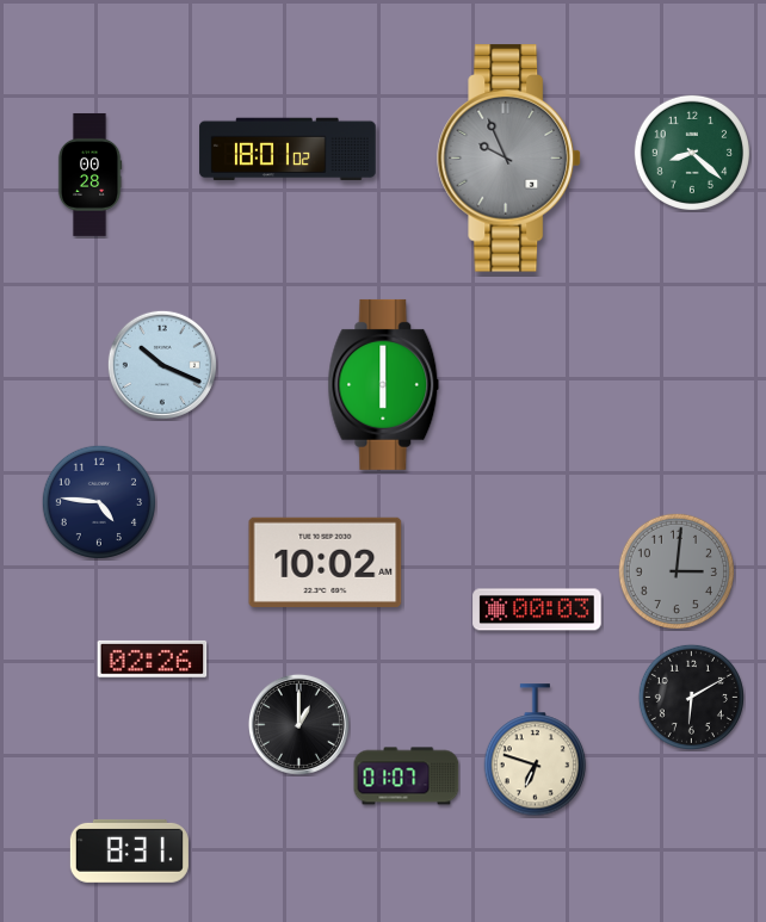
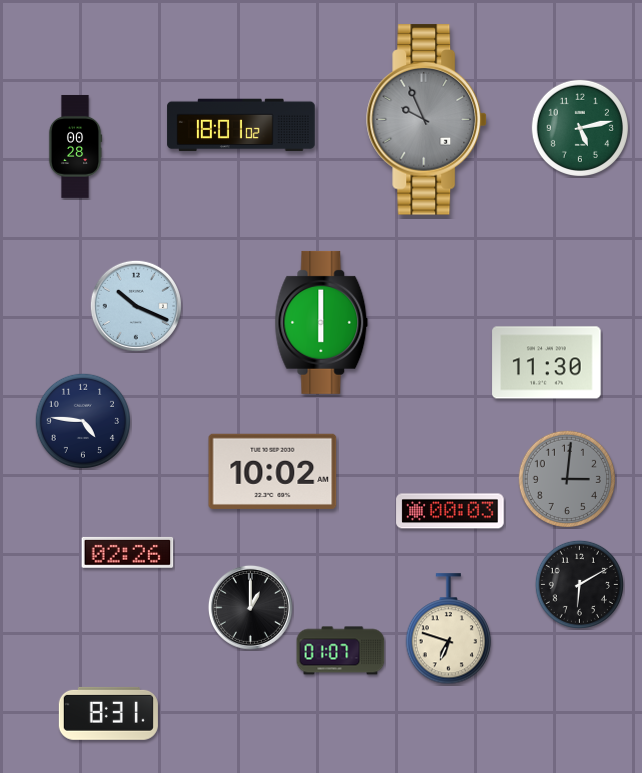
clock at (691, 151): 8:22 -> 5:13
clock at (509, 159) position: (509, 159) -> (427, 120)
clock at (547, 363): none -> 11:30
